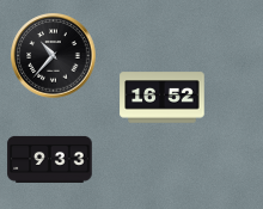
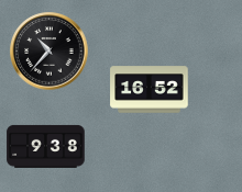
clock at (50, 159): 9:33 -> 9:38
